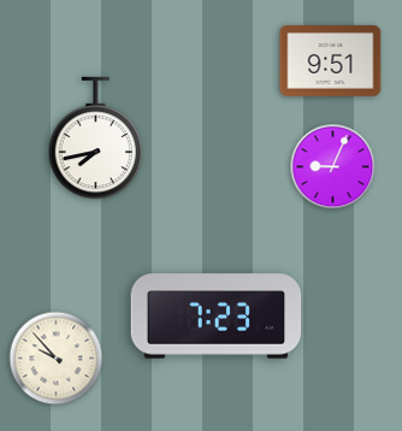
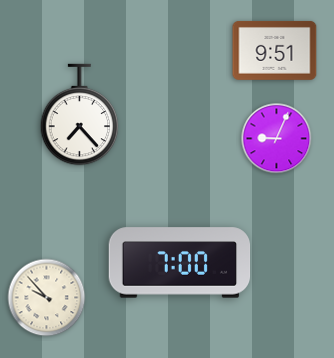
clock at (96, 138): 7:43 -> 7:23
clock at (217, 317): 7:23 -> 7:00
